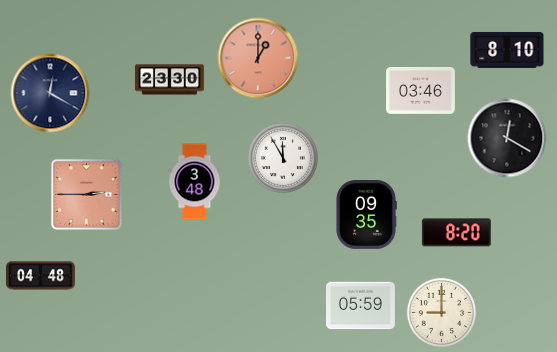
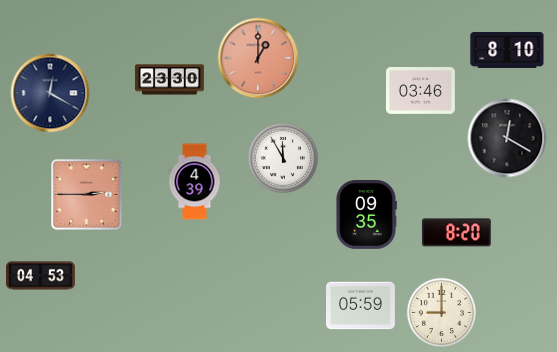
clock at (195, 182): 3:48 -> 4:39
clock at (41, 276): 04:48 -> 04:53
